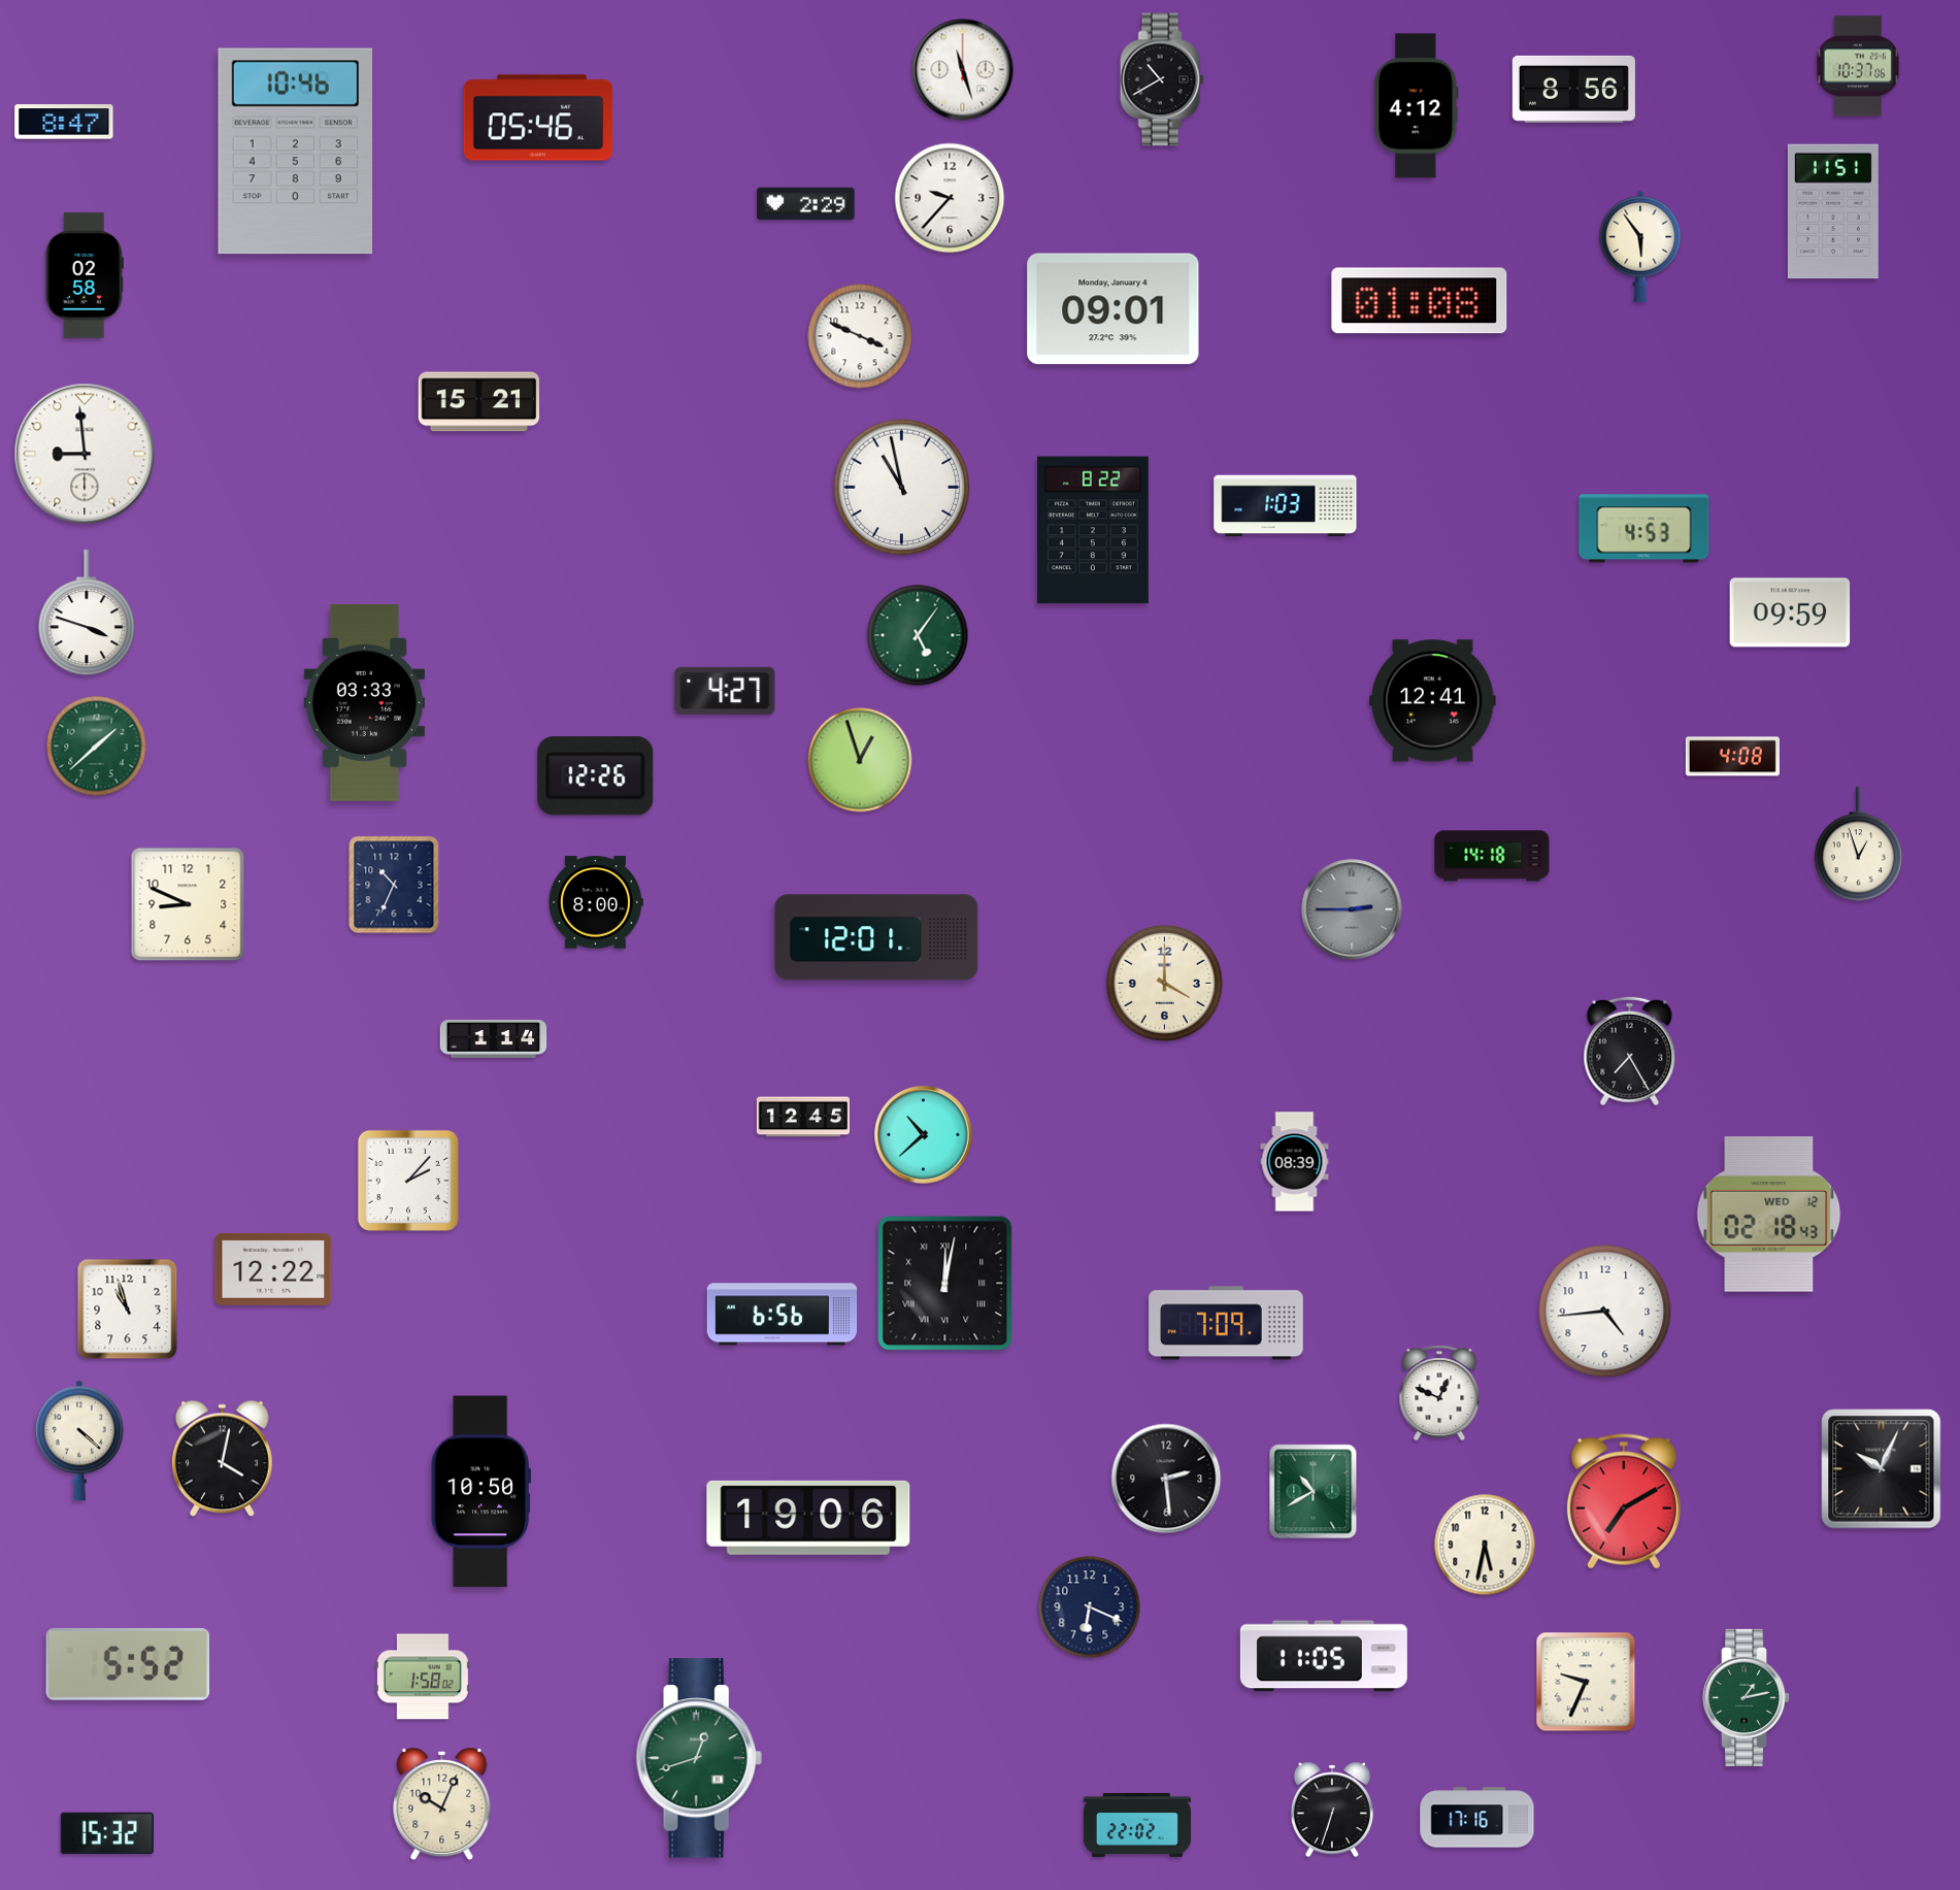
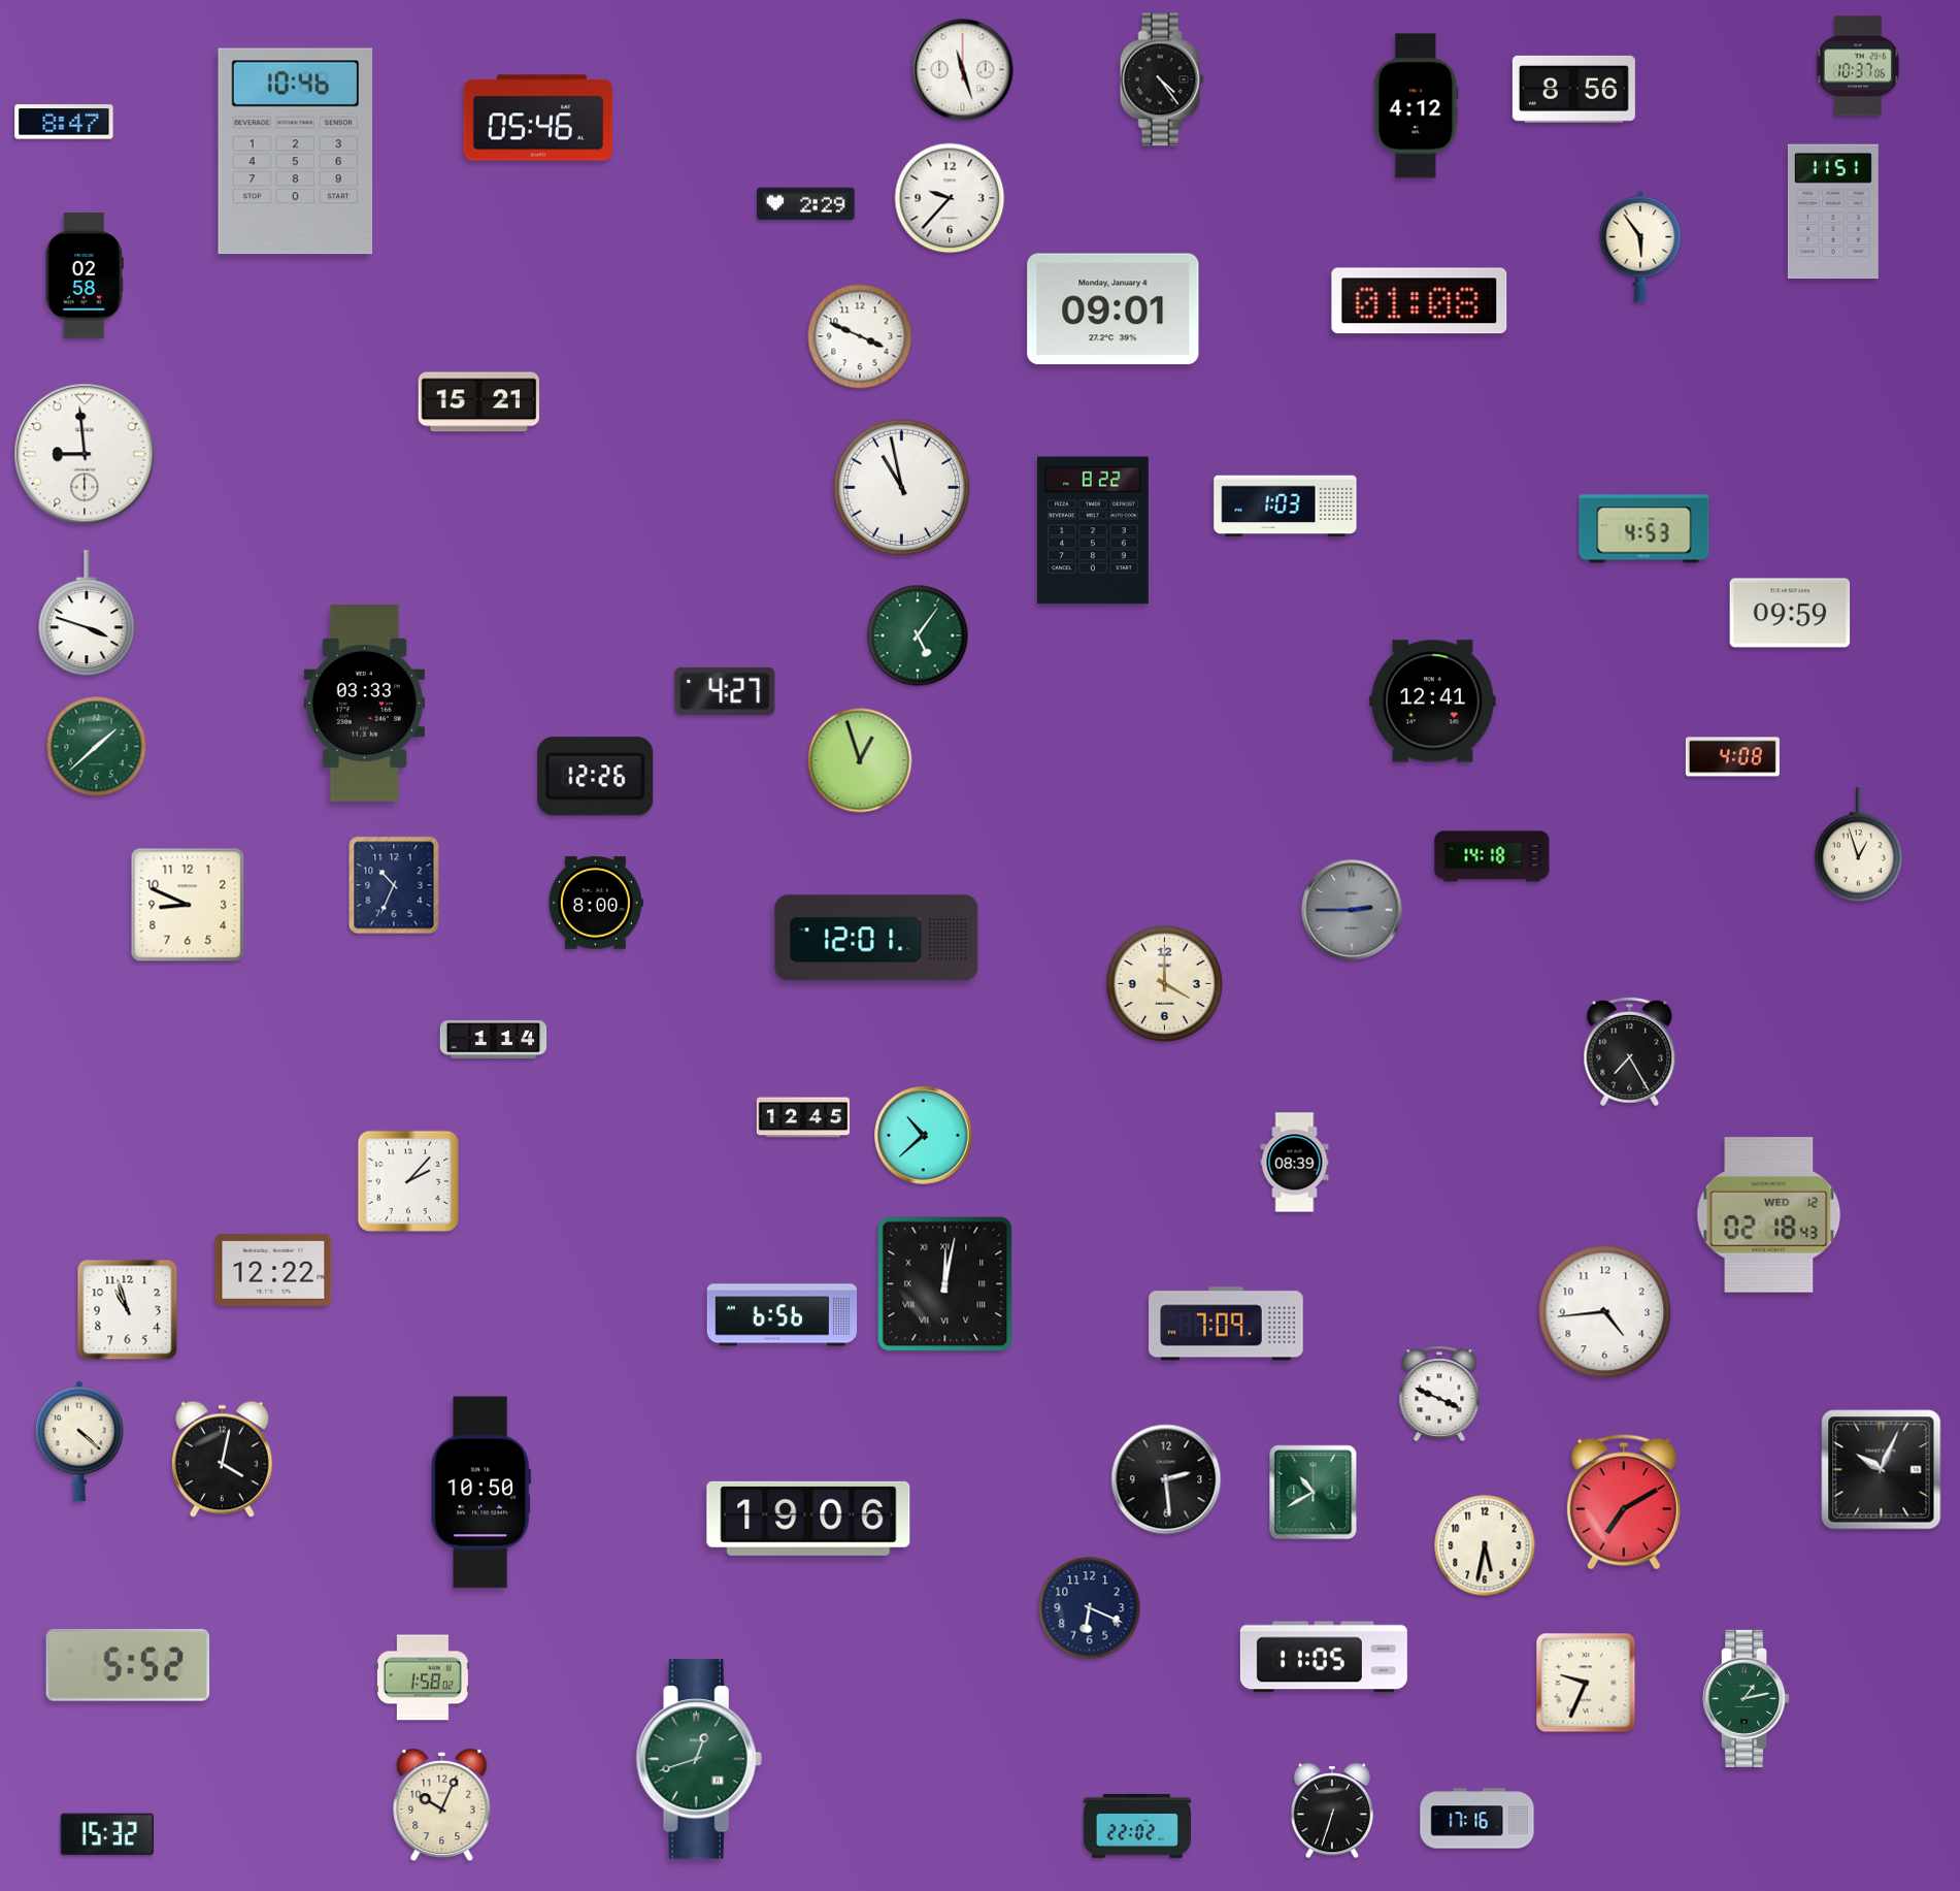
clock at (1162, 79): 10:40 -> 4:24
clock at (1439, 1393): 12:49 -> 3:49
